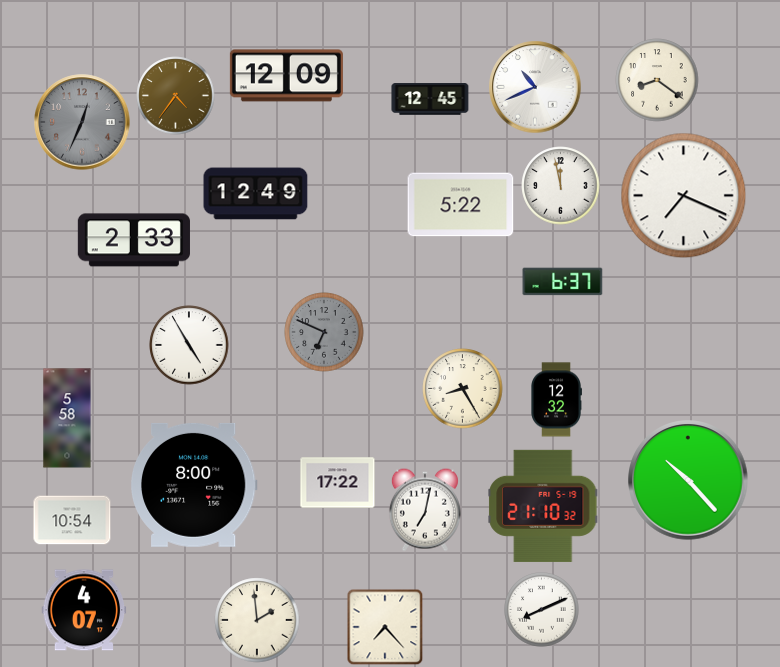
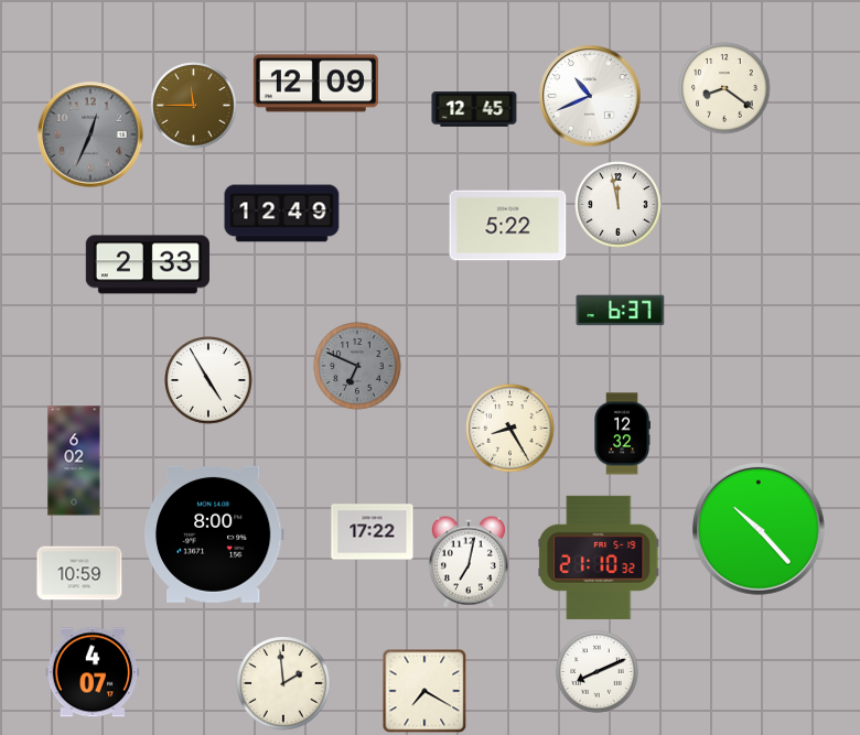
clock at (176, 96): 4:36 -> 11:45
clock at (684, 196): 7:19 -> none
clock at (556, 400) position: (556, 400) -> (622, 434)
clock at (67, 418): 5:58 -> 6:02
clock at (72, 520): 10:54 -> 10:59
clock at (385, 627): 7:23 -> 7:20
